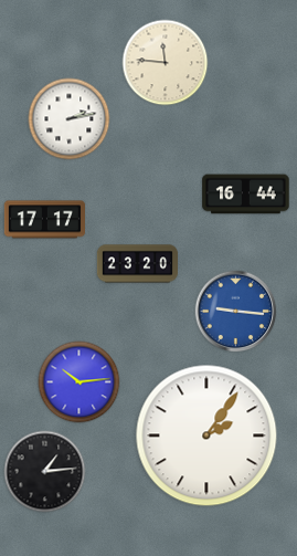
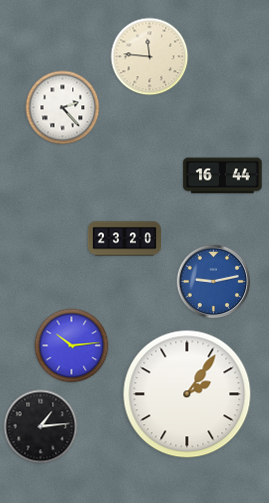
clock at (70, 119): 2:13 -> 2:23
clock at (44, 220): 17:17 -> none
clock at (236, 312): 9:16 -> 9:13
